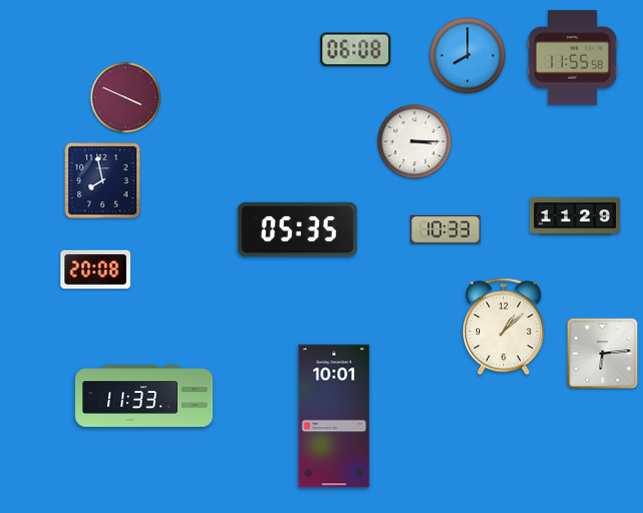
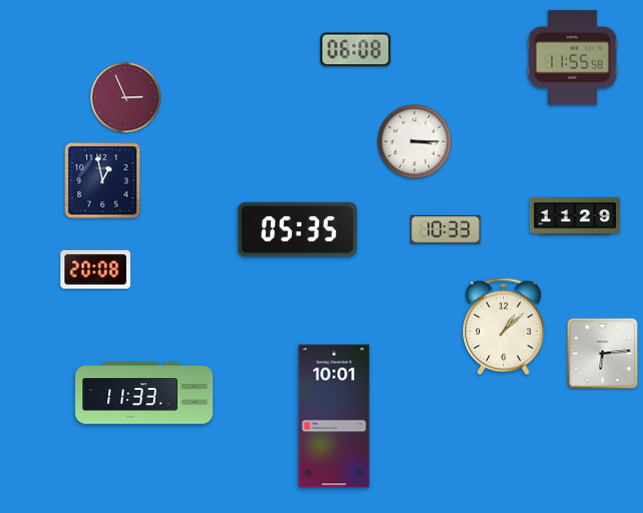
clock at (468, 56): 8:00 -> none
clock at (126, 98): 3:49 -> 2:56
clock at (103, 181): 7:58 -> 12:58
clock at (144, 396) position: (144, 396) -> (144, 393)
